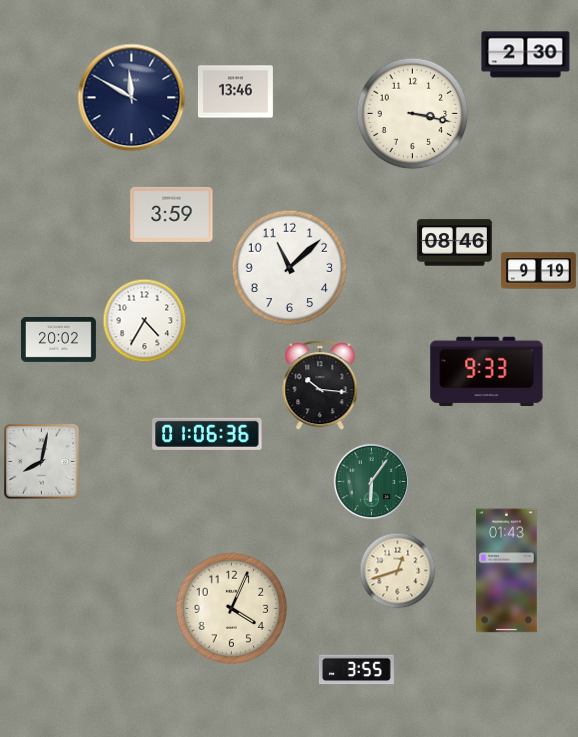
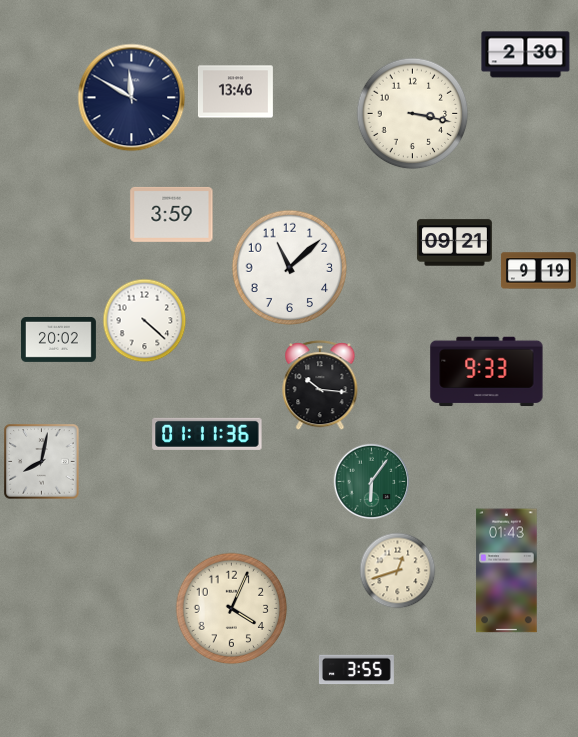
clock at (454, 243): 08:46 -> 09:21
clock at (145, 321): 4:35 -> 4:22
clock at (207, 434): 01:06 -> 01:11
